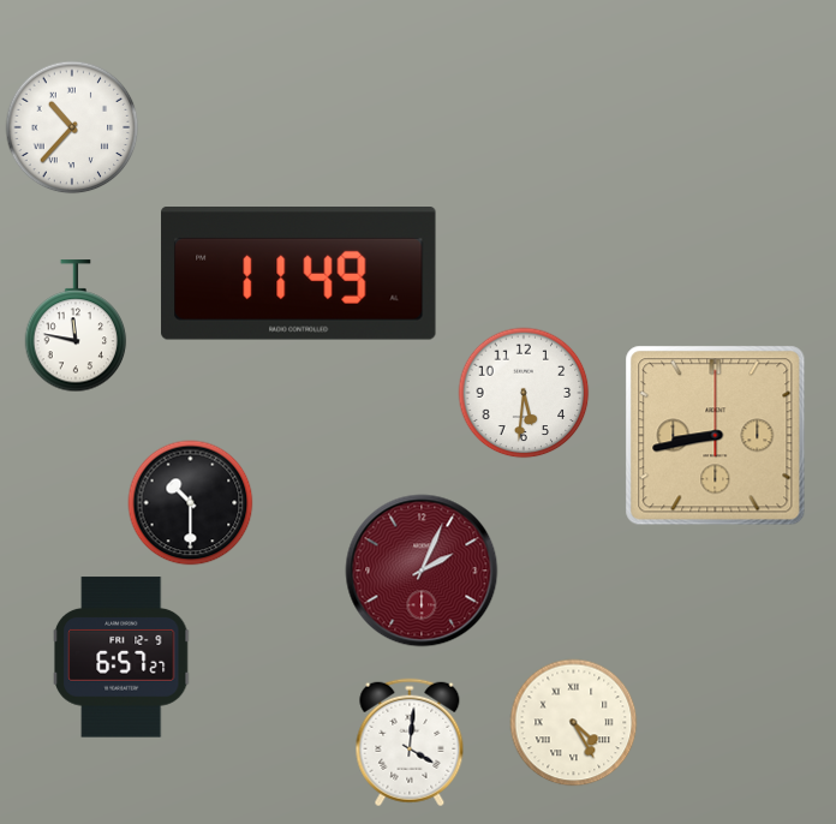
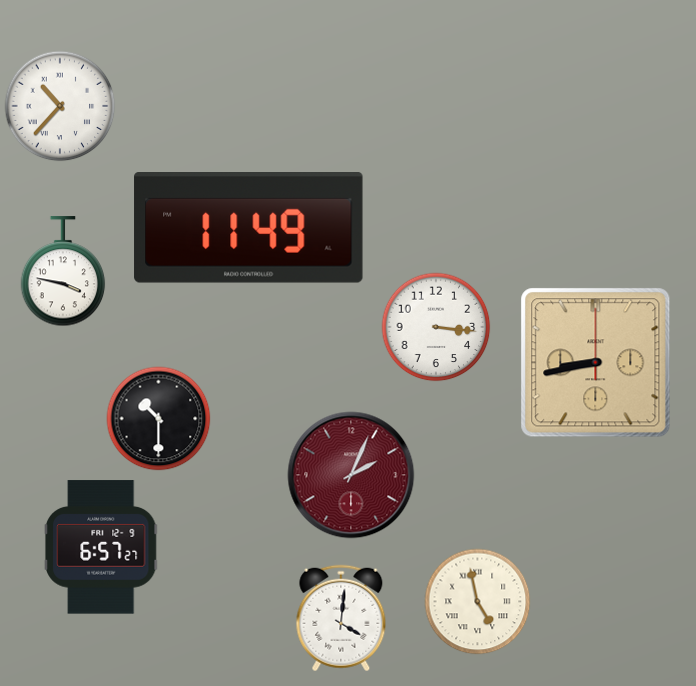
clock at (76, 327): 11:47 -> 3:47
clock at (524, 393): 5:31 -> 3:16
clock at (574, 723): 4:25 -> 4:58
